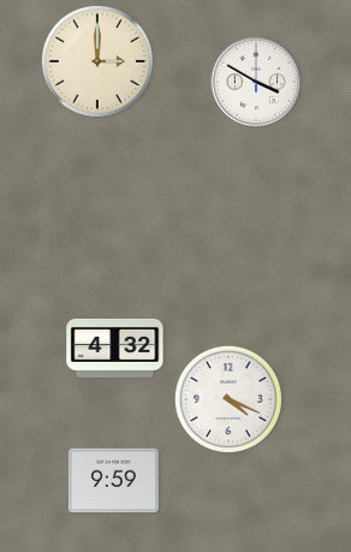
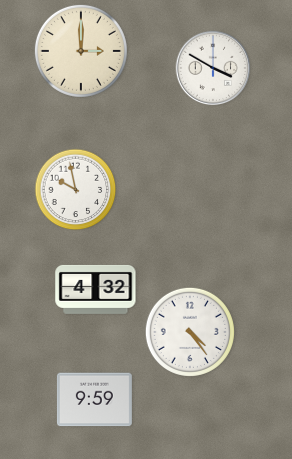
clock at (76, 190): none -> 9:58
clock at (228, 399): 4:19 -> 4:24
